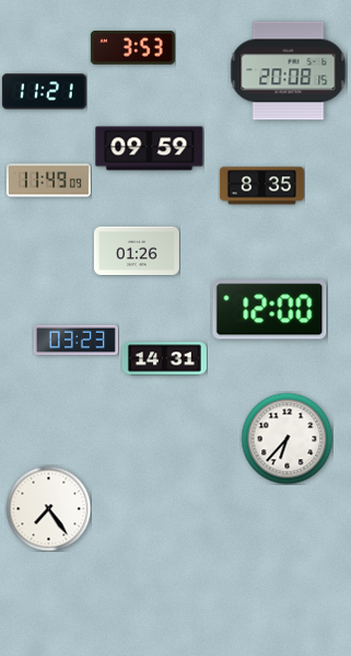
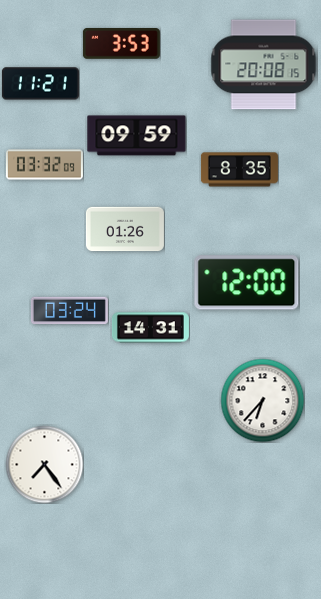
clock at (48, 181): 11:49 -> 03:32
clock at (75, 341): 03:23 -> 03:24
